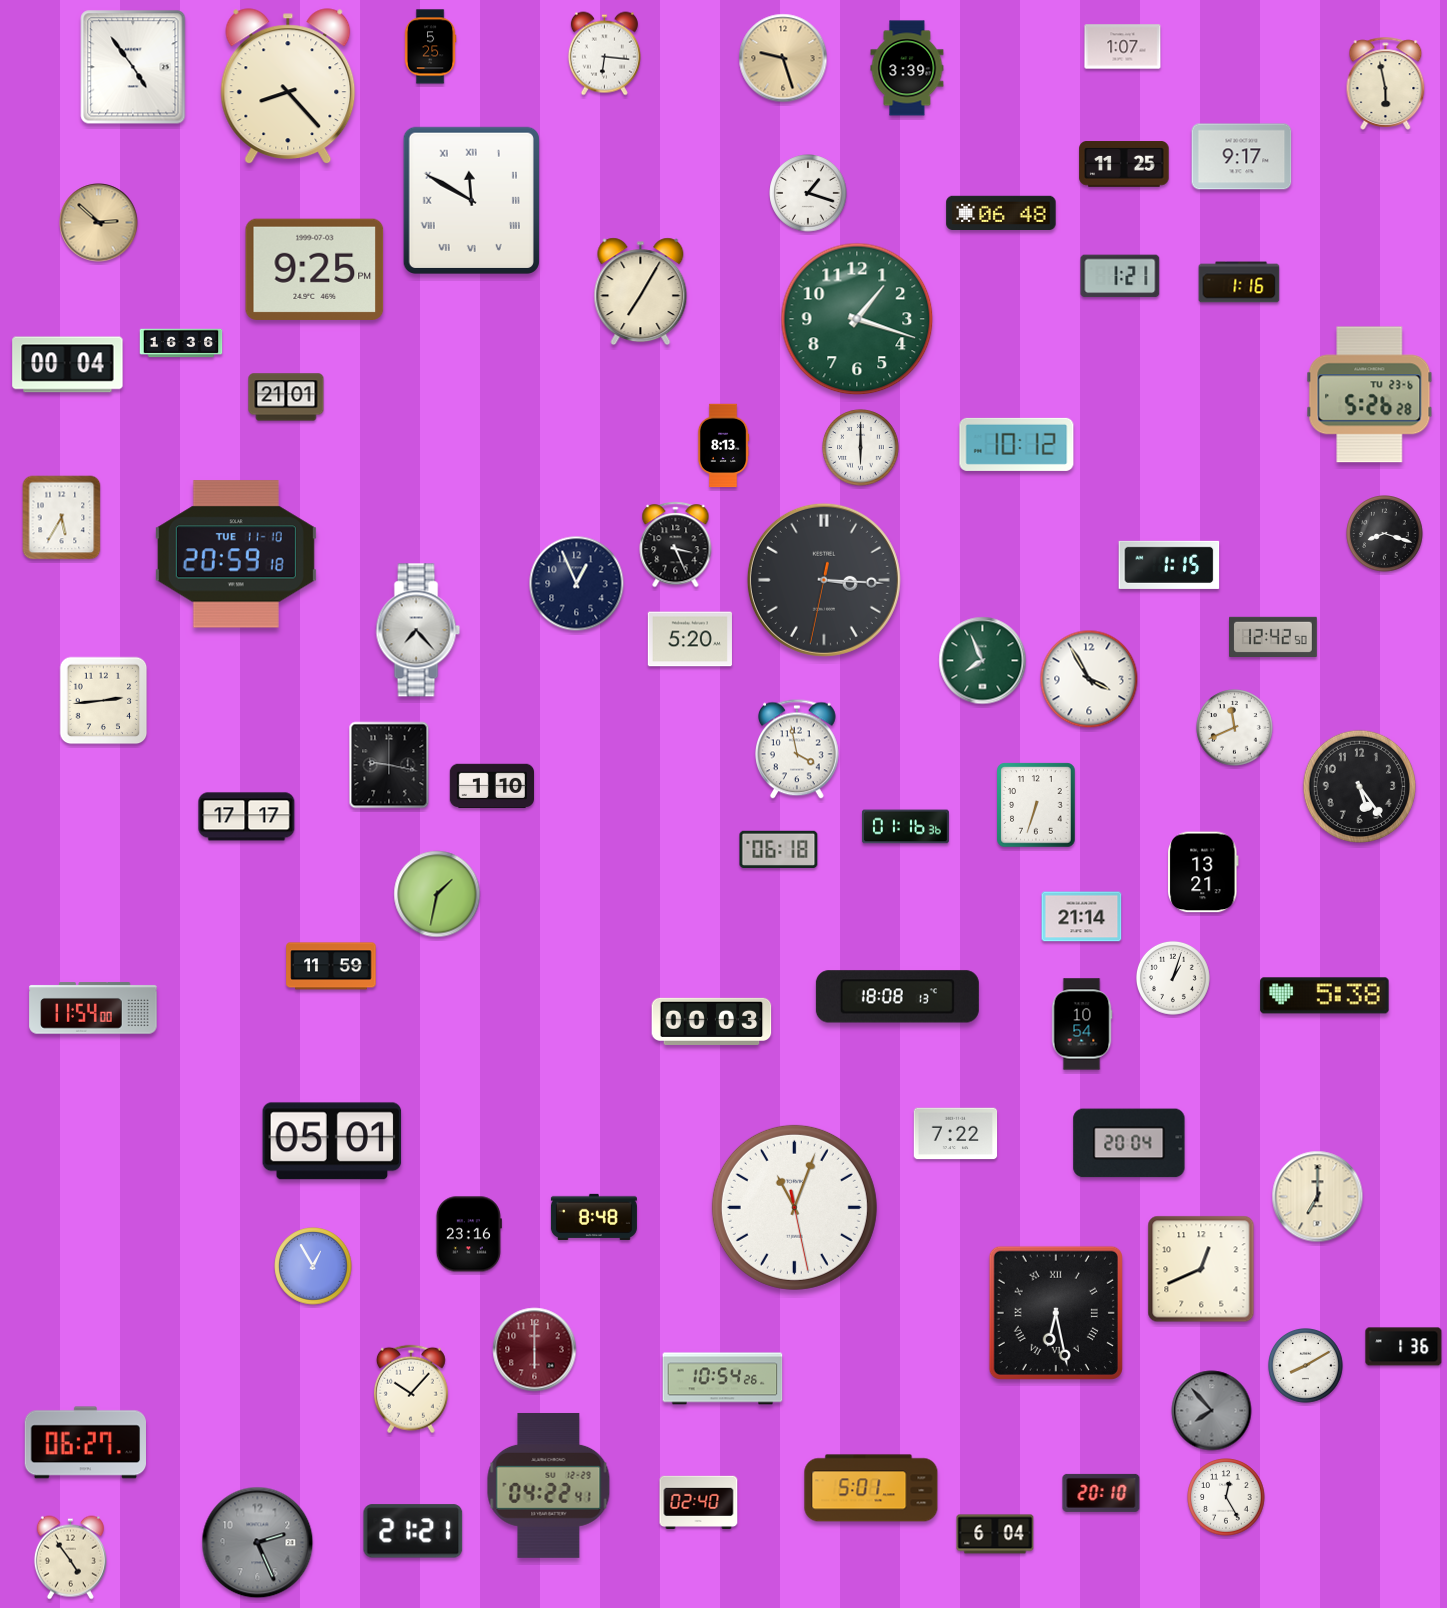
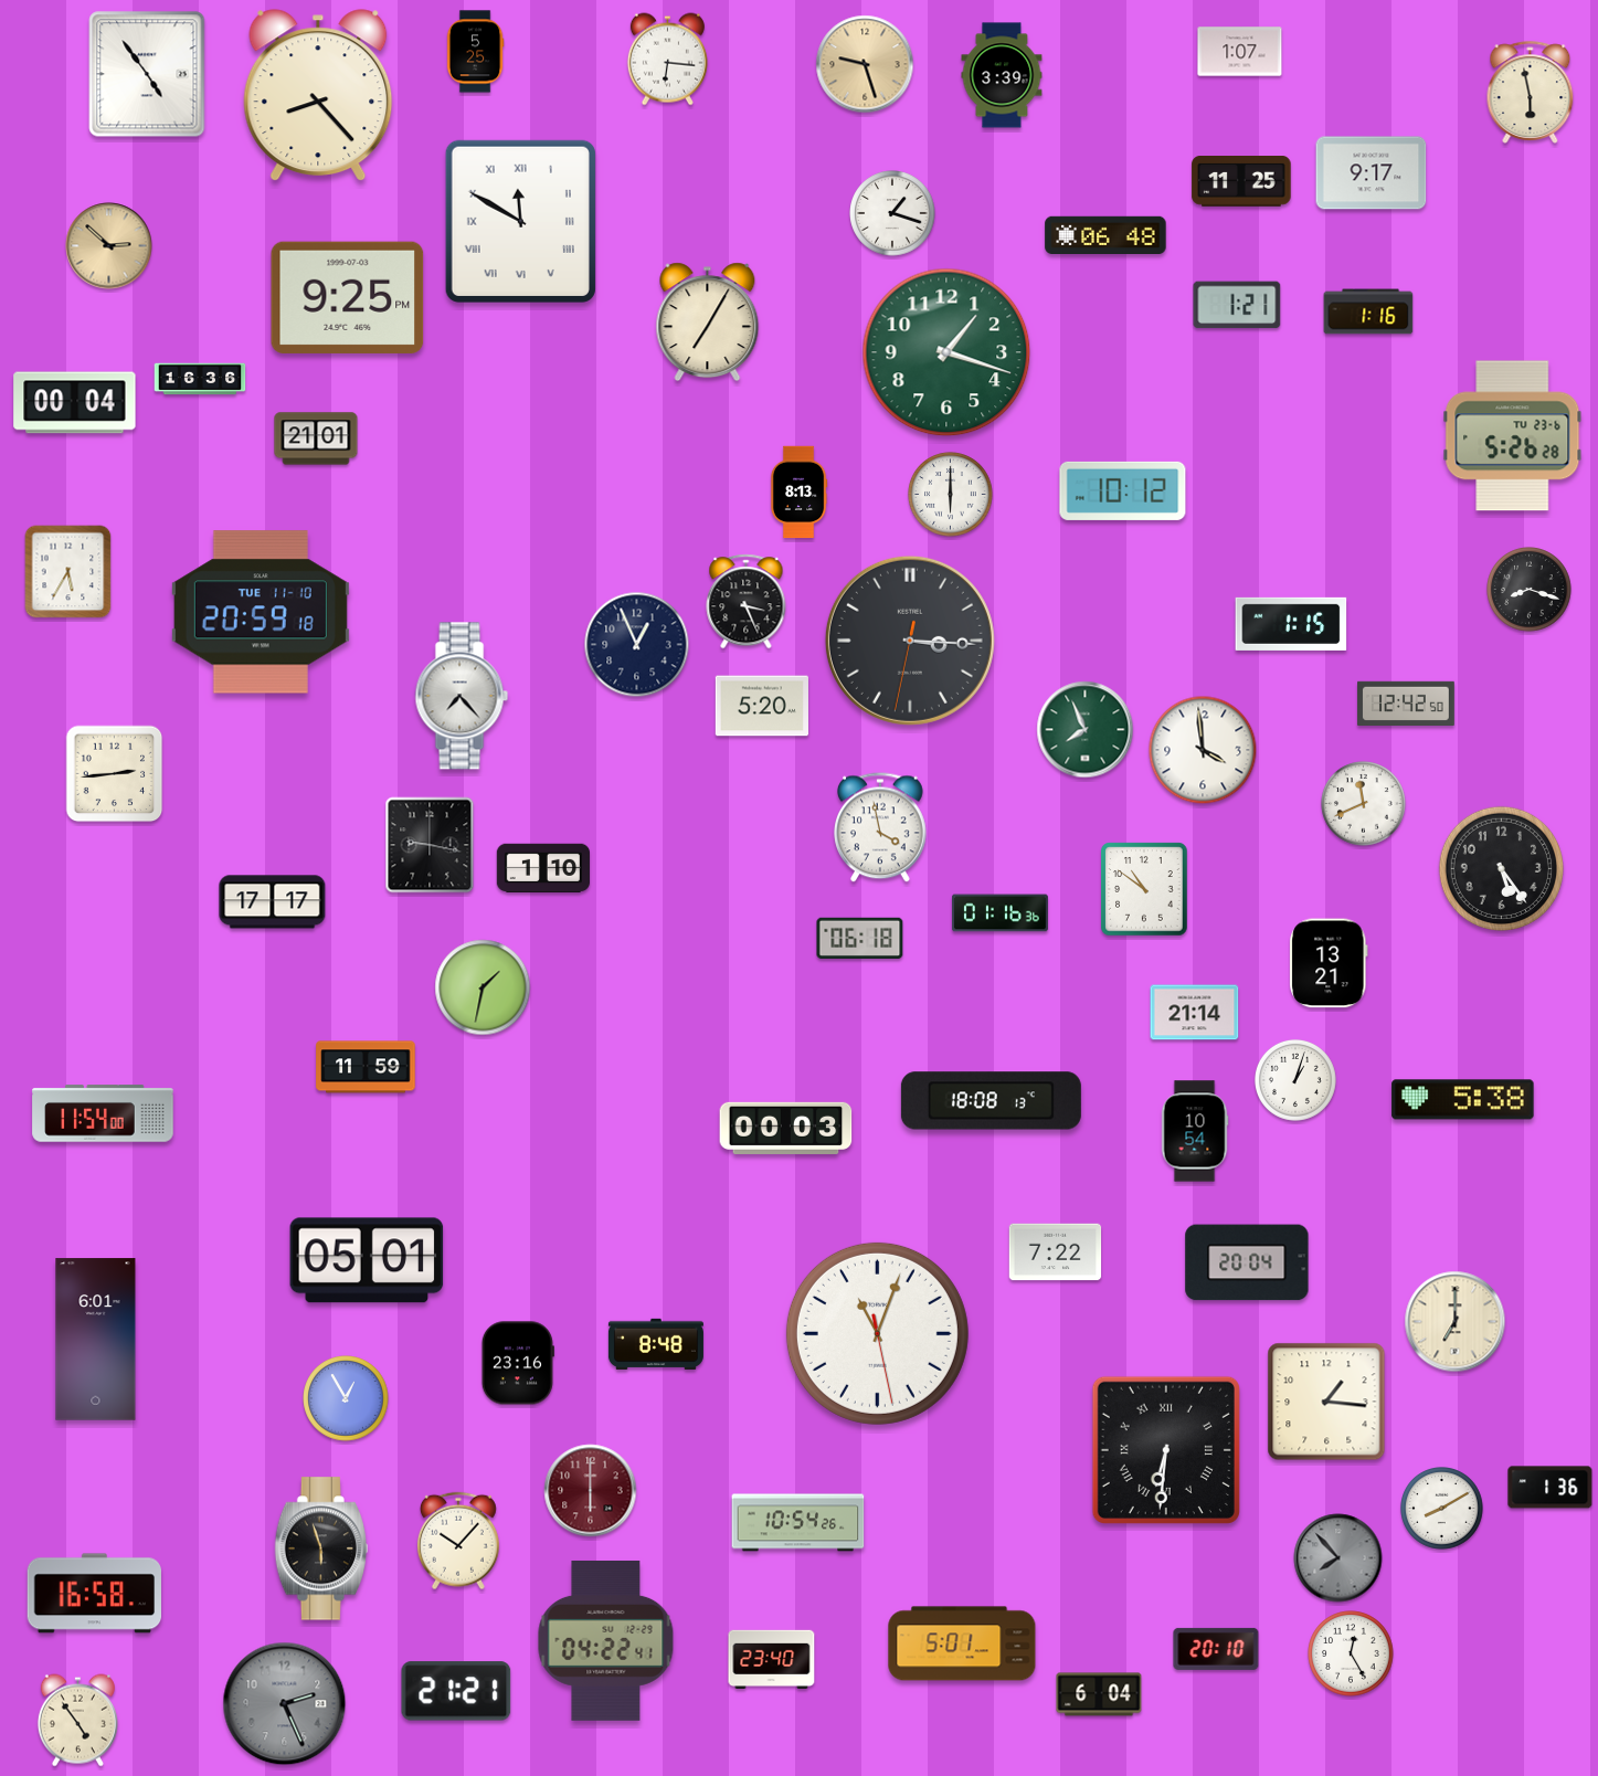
clock at (1089, 679): 3:55 -> 3:59
clock at (1036, 805): 6:33 -> 10:51
clock at (96, 1340): none -> 6:01
clock at (1201, 1269): 12:41 -> 1:16
clock at (1056, 1313): 6:28 -> 6:31
clock at (411, 1389) position: (411, 1389) -> (458, 1541)
clock at (320, 1548): none -> 5:57
clock at (85, 1443): 06:27 -> 16:58
clock at (1226, 1497) position: (1226, 1497) -> (1351, 1653)
clock at (699, 1502): 02:40 -> 23:40
